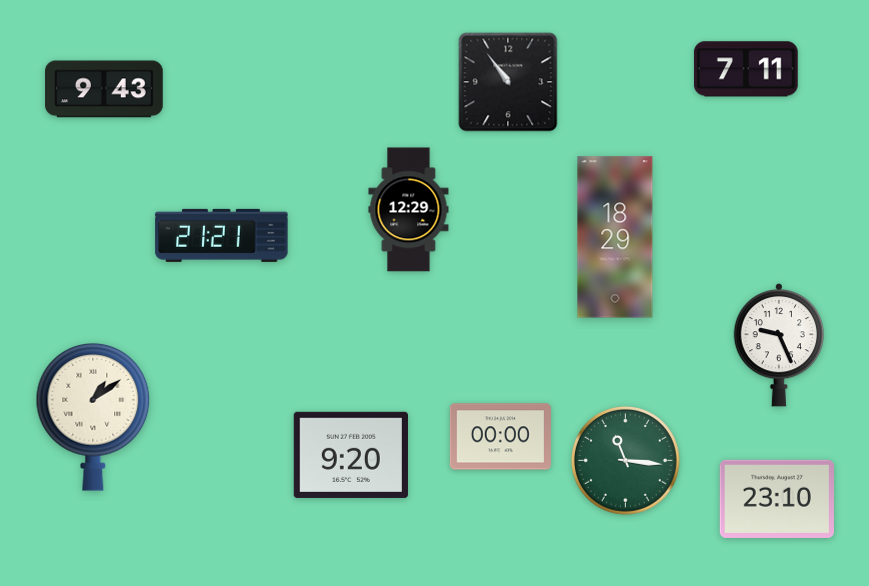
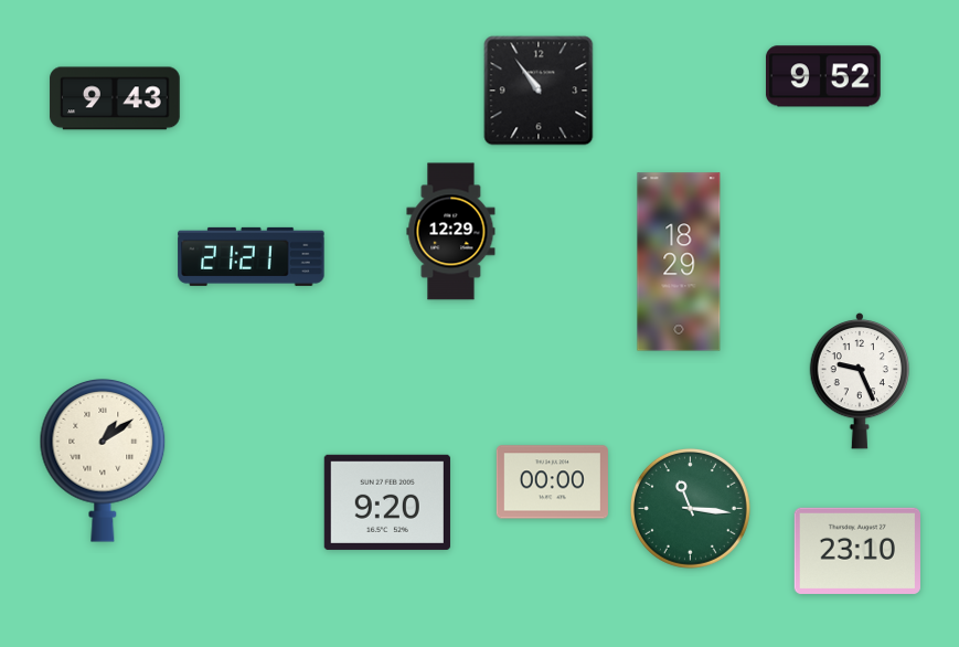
clock at (746, 69): 7:11 -> 9:52
clock at (508, 82) position: (508, 82) -> (539, 91)
clock at (222, 235) position: (222, 235) -> (252, 256)
